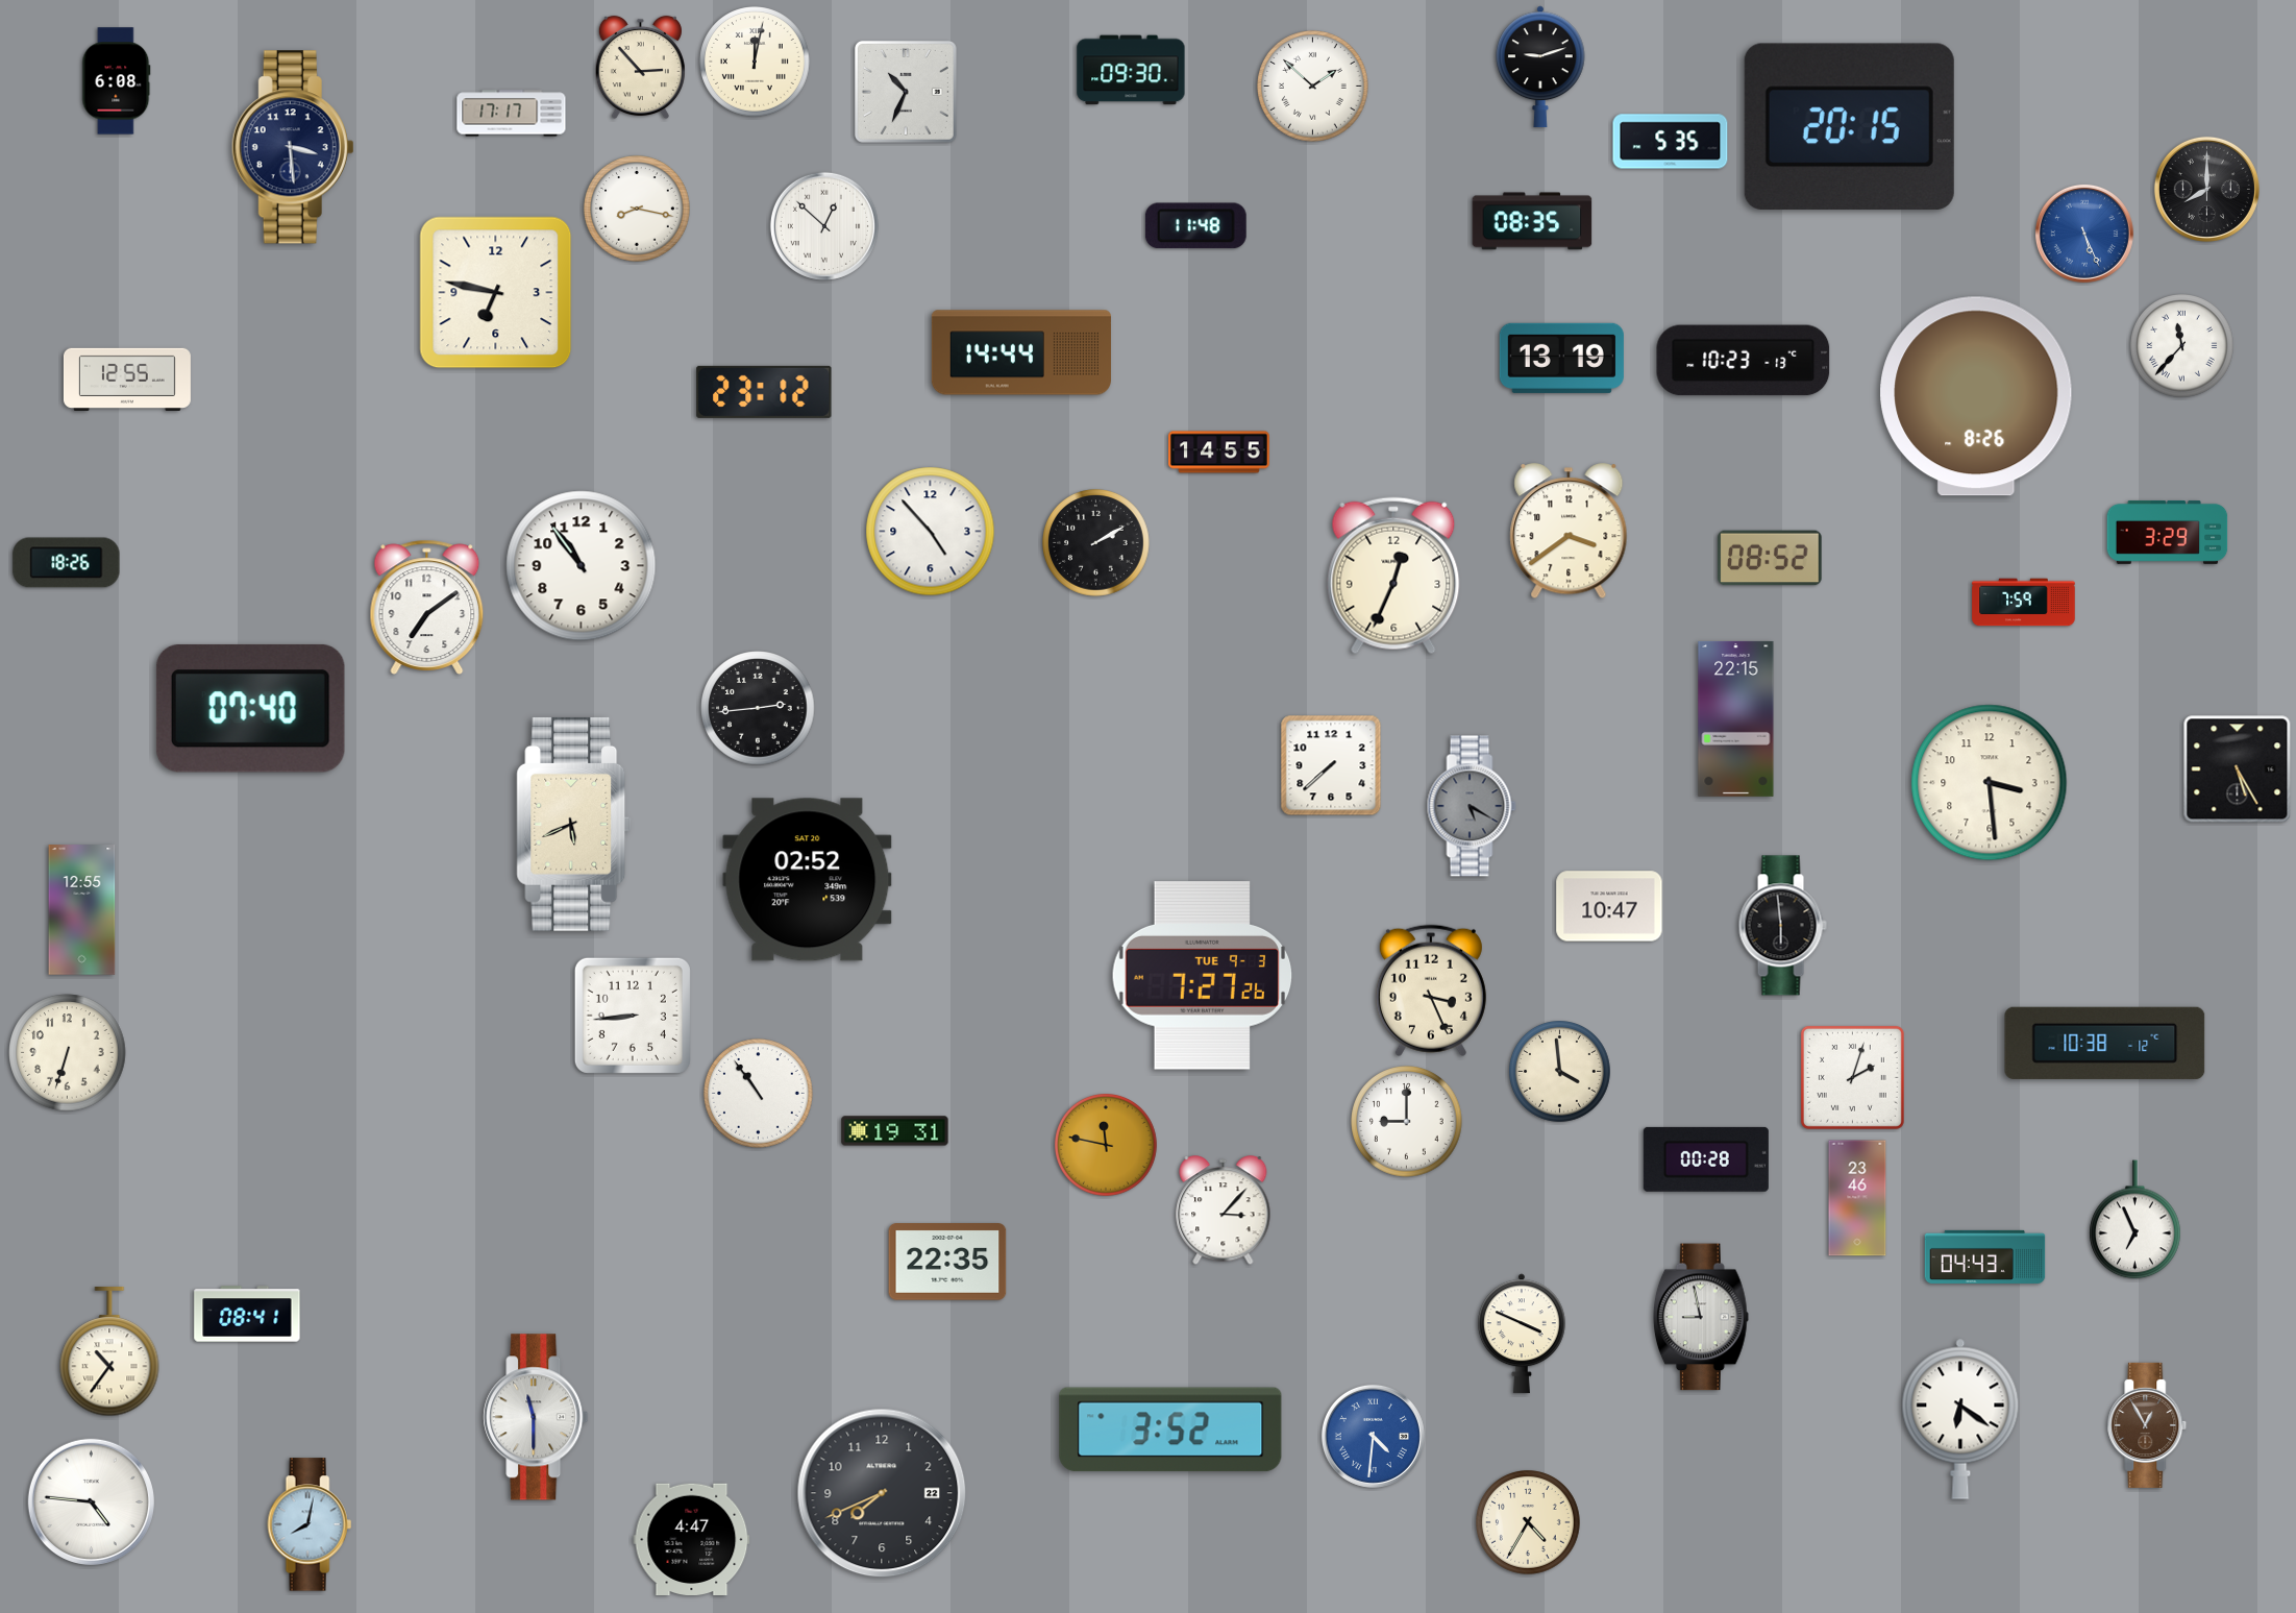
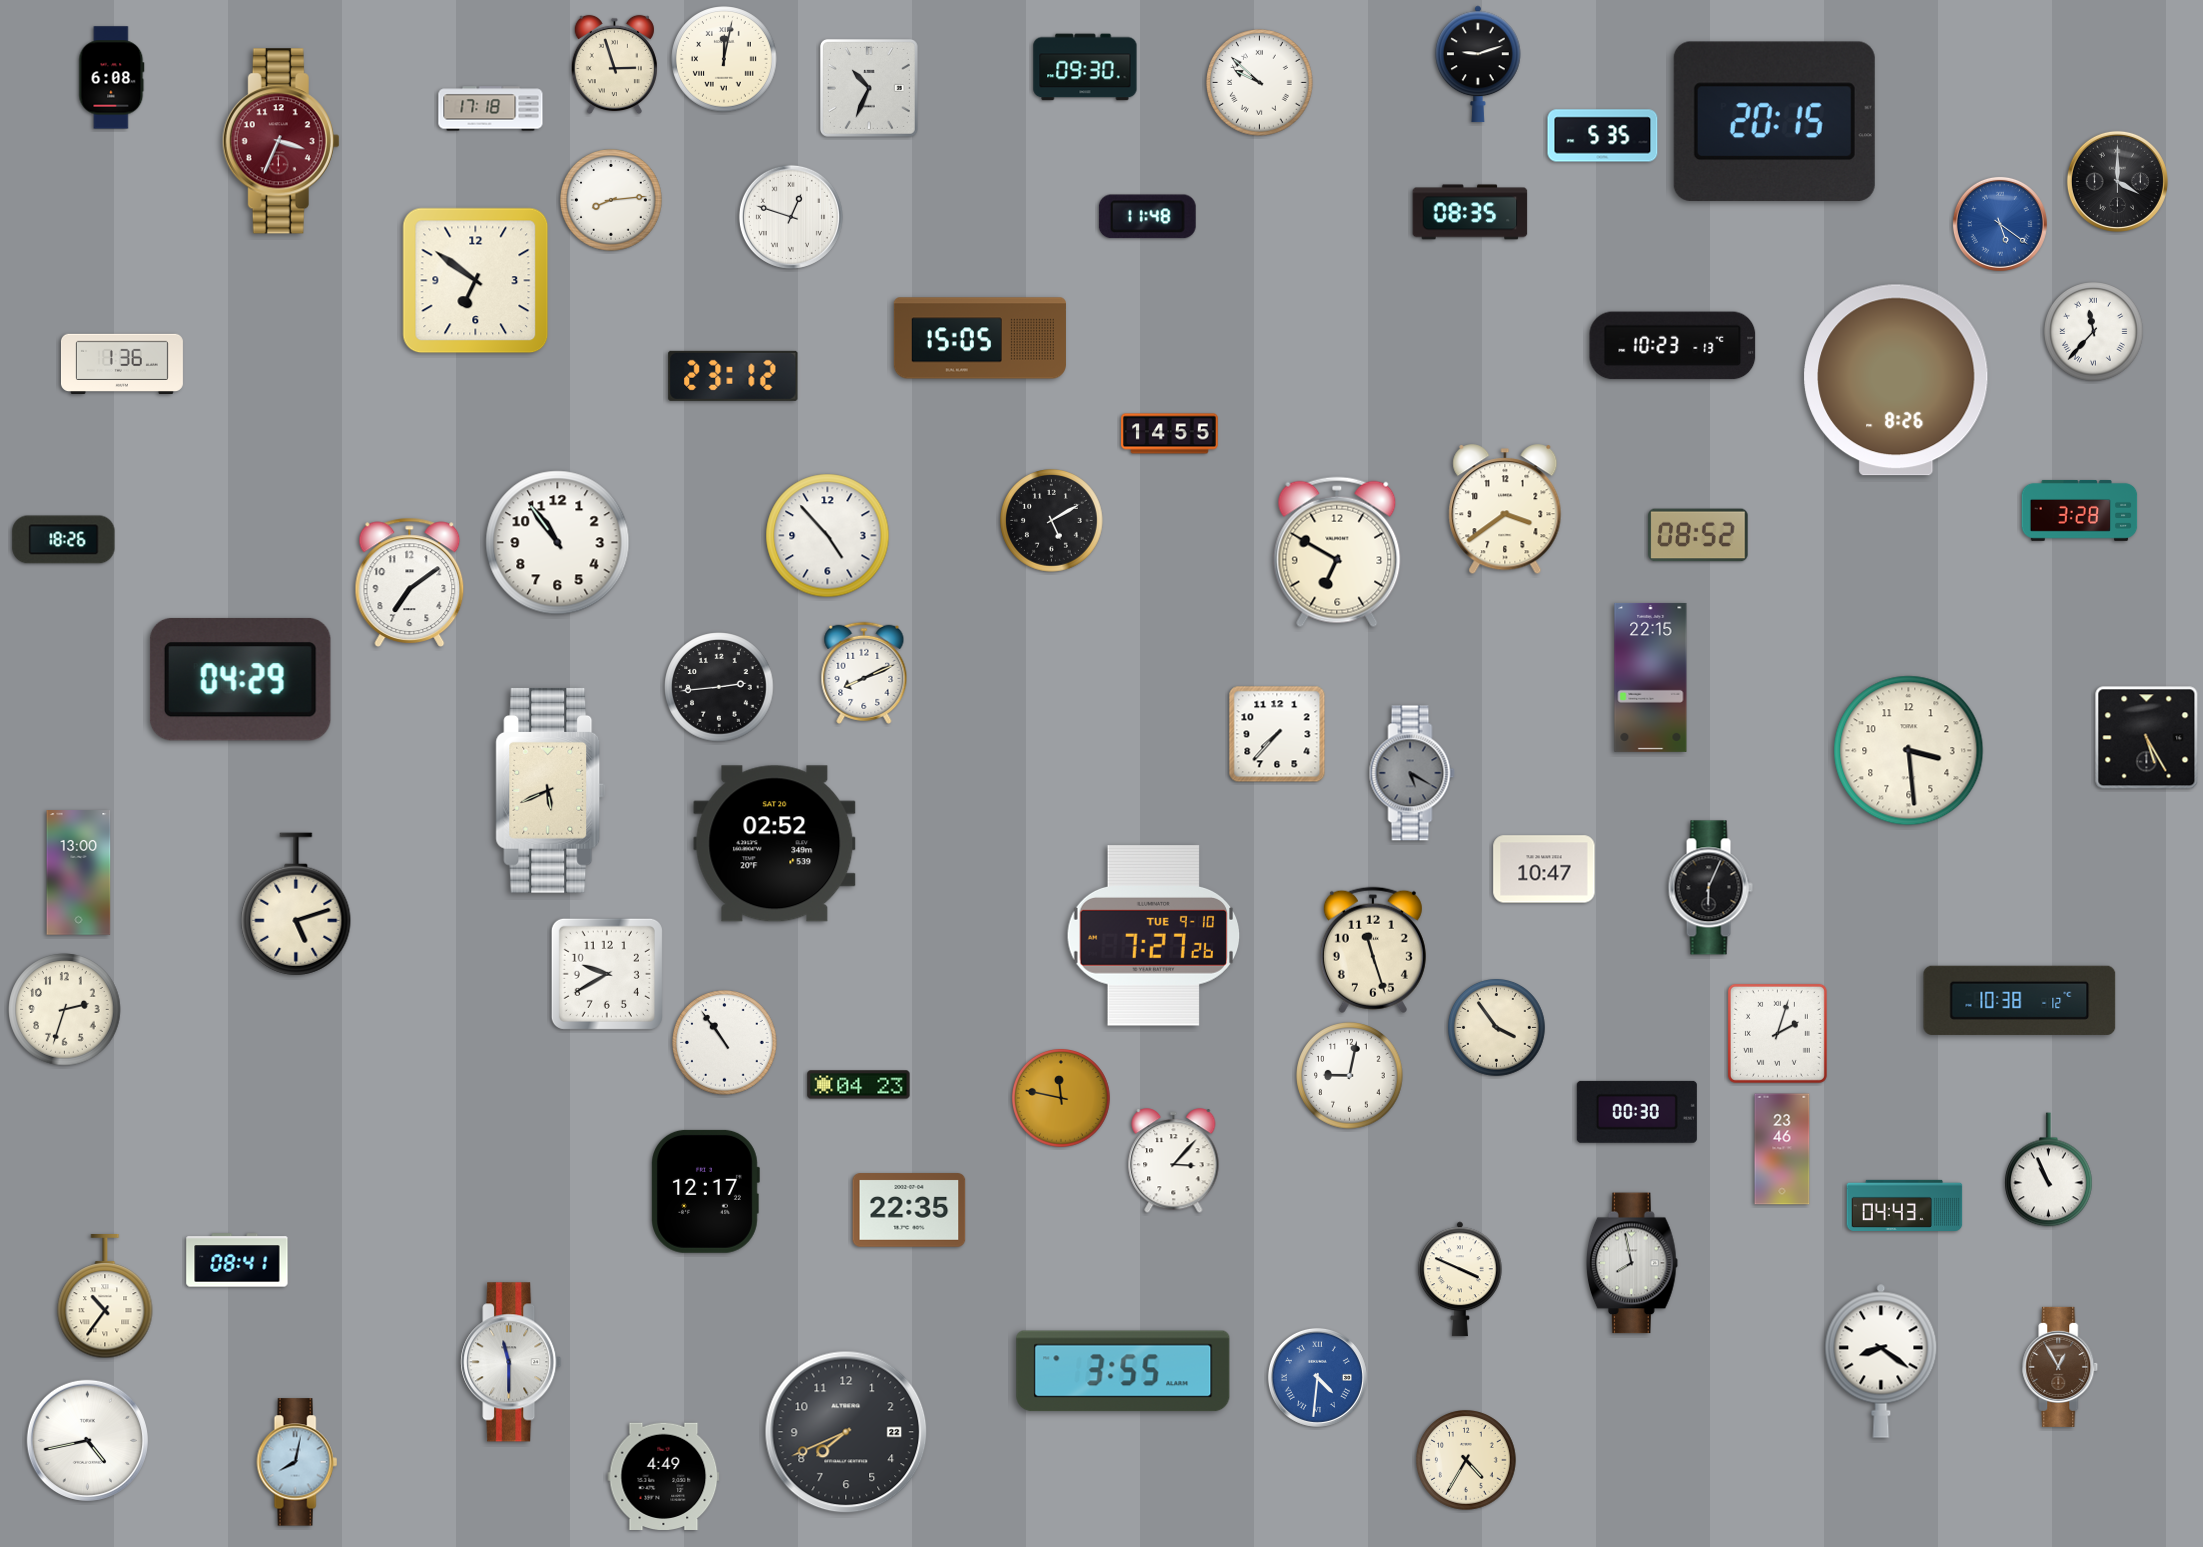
clock at (640, 68): 2:53 -> 2:57
clock at (1313, 87): 1:52 -> 9:52
clock at (512, 114): 17:17 -> 17:18
clock at (293, 147): 3:29 -> 3:34
clock at (293, 147) dial: navy -> burgundy
clock at (2206, 189): 8:00 -> 4:00
clock at (638, 210): 8:17 -> 8:14
clock at (824, 226): 12:52 -> 12:48
clock at (2084, 234): 5:26 -> 5:21
clock at (496, 293): 6:47 -> 6:51
clock at (1021, 352): 14:44 -> 15:05
clock at (1561, 358): 13:19 -> none
clock at (127, 378): 12:55 -> 1:36
clock at (931, 532) position: (931, 532) -> (828, 536)
clock at (2168, 532): 3:29 -> 3:28
clock at (1096, 543): 2:10 -> 5:10
clock at (1393, 576): 12:34 -> 6:50
clock at (2024, 603): 7:59 -> none
clock at (864, 673): none -> 8:11
clock at (250, 708): 07:40 -> 04:29
clock at (758, 708) position: (758, 708) -> (719, 687)
clock at (1736, 718) position: (1736, 718) -> (1651, 677)
clock at (1331, 765): 7:38 -> 7:37
clock at (82, 910): 12:55 -> 13:00
clock at (1782, 926): 5:59 -> 6:04
clock at (296, 904): none -> 5:12
clock at (1203, 976) date: TUE 9-3 -> TUE 9-10
clock at (1431, 991): 3:26 -> 11:27
clock at (633, 1016): 8:44 -> 9:40
clock at (68, 1053): 6:33 -> 2:33
clock at (1560, 1072): 3:59 -> 3:54
clock at (759, 1094) position: (759, 1094) -> (725, 1043)
clock at (1407, 1122): 9:00 -> 9:02
clock at (895, 1131): 19:31 -> 04:23
clock at (1706, 1159): 00:28 -> 00:30
clock at (2135, 1220): 6:56 -> 10:56
clock at (705, 1191): none -> 12:17
clock at (1701, 1317): 8:58 -> 7:58
clock at (536, 1417) position: (536, 1417) -> (511, 1362)
clock at (1960, 1419): 6:21 -> 8:21
clock at (1170, 1429): 3:52 -> 3:55
clock at (91, 1501): 4:46 -> 4:43
clock at (692, 1539): 4:47 -> 4:49
